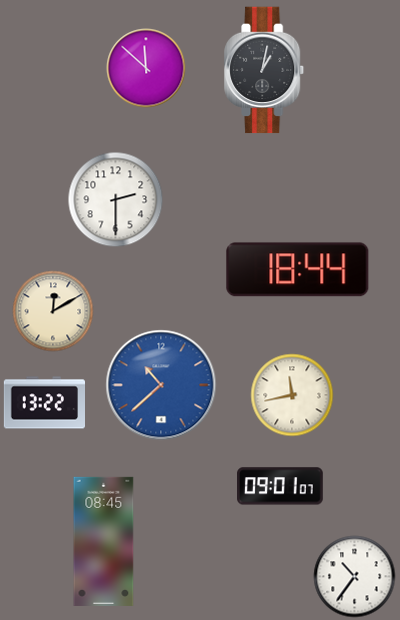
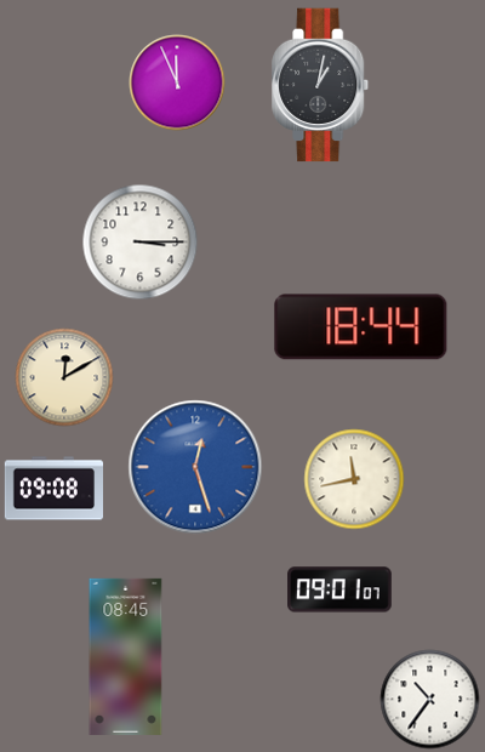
clock at (146, 68): 11:52 -> 11:56
clock at (116, 200): 2:30 -> 3:15
clock at (161, 385): 10:38 -> 12:27
clock at (44, 403): 13:22 -> 09:08
